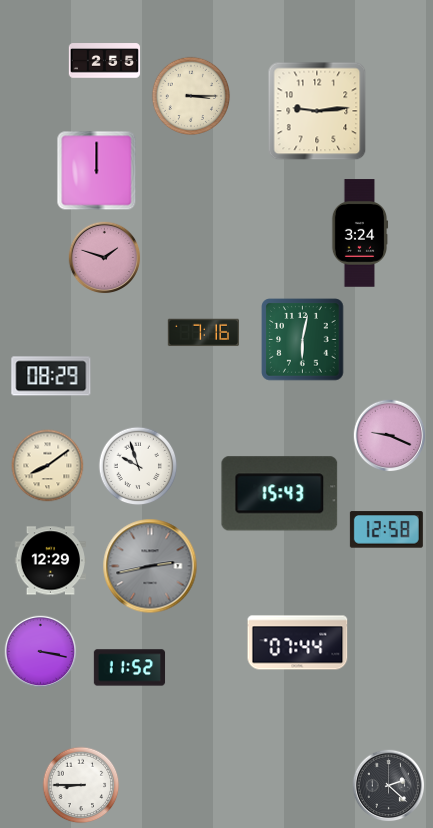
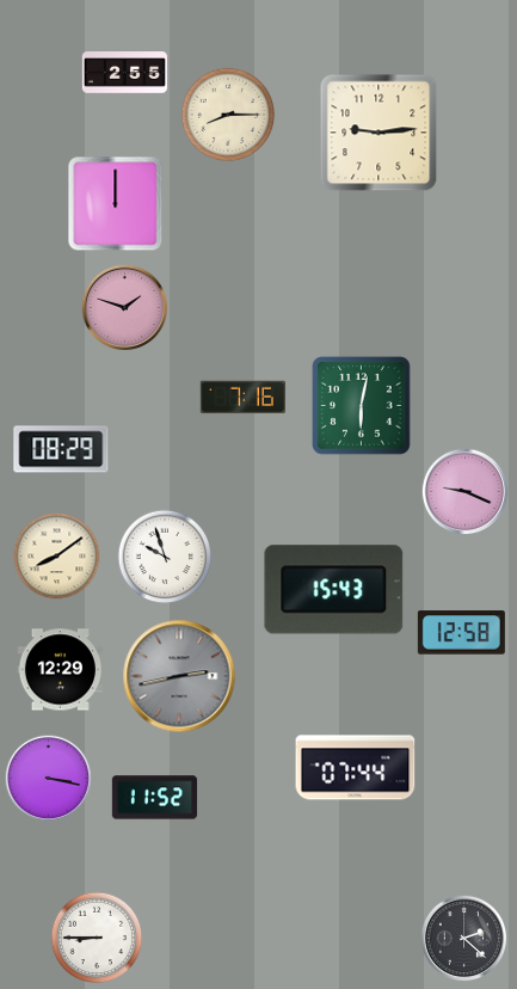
clock at (191, 96): 3:15 -> 8:15
clock at (360, 233): 3:24 -> none
clock at (390, 436) position: (390, 436) -> (466, 492)
